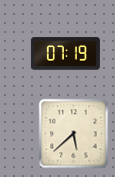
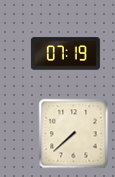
clock at (74, 134): 5:38 -> 7:38
